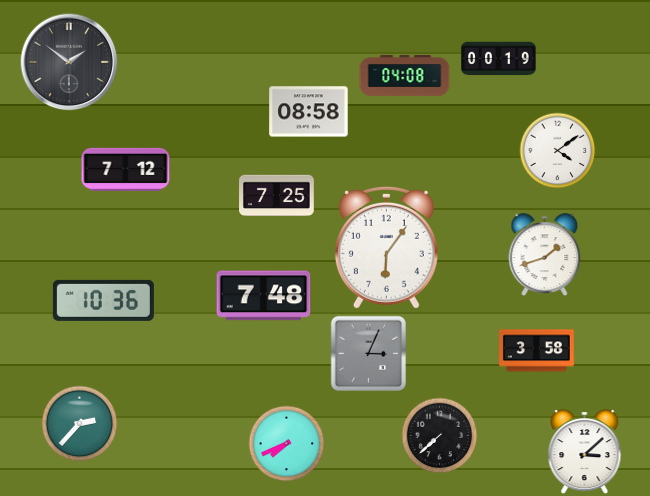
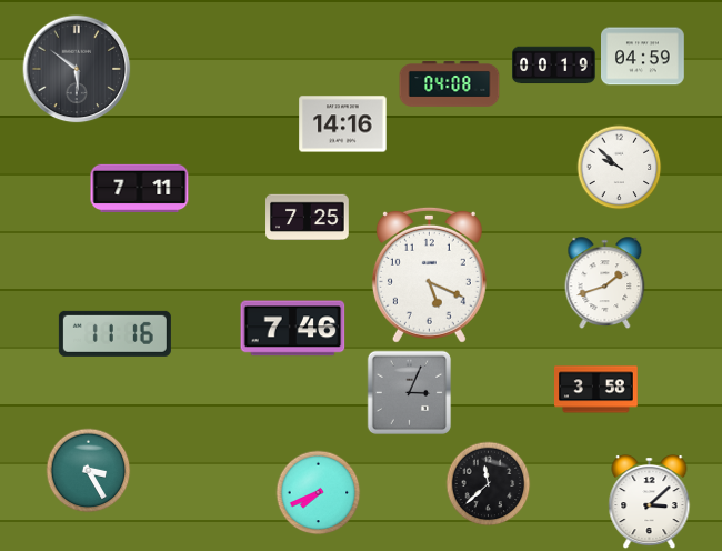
clock at (643, 57): none -> 04:59
clock at (69, 62): 1:51 -> 5:51
clock at (309, 112): 08:58 -> 14:16
clock at (558, 151): 4:09 -> 9:52
clock at (126, 169): 7:12 -> 7:11
clock at (386, 247): 6:06 -> 5:19
clock at (264, 296): 7:48 -> 7:46
clock at (103, 300): 10:36 -> 11:16
clock at (80, 424): 2:37 -> 3:25
clock at (440, 436): 7:38 -> 11:38
